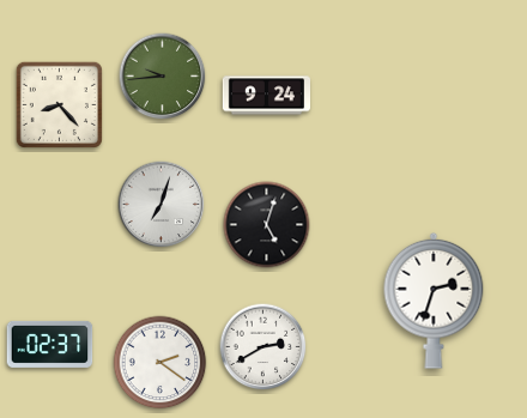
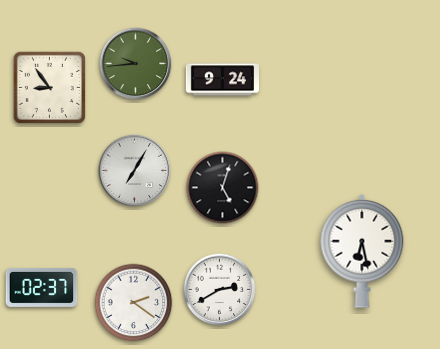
clock at (59, 104): 8:23 -> 8:54
clock at (162, 205): 7:03 -> 7:05
clock at (434, 301): 2:33 -> 6:28
